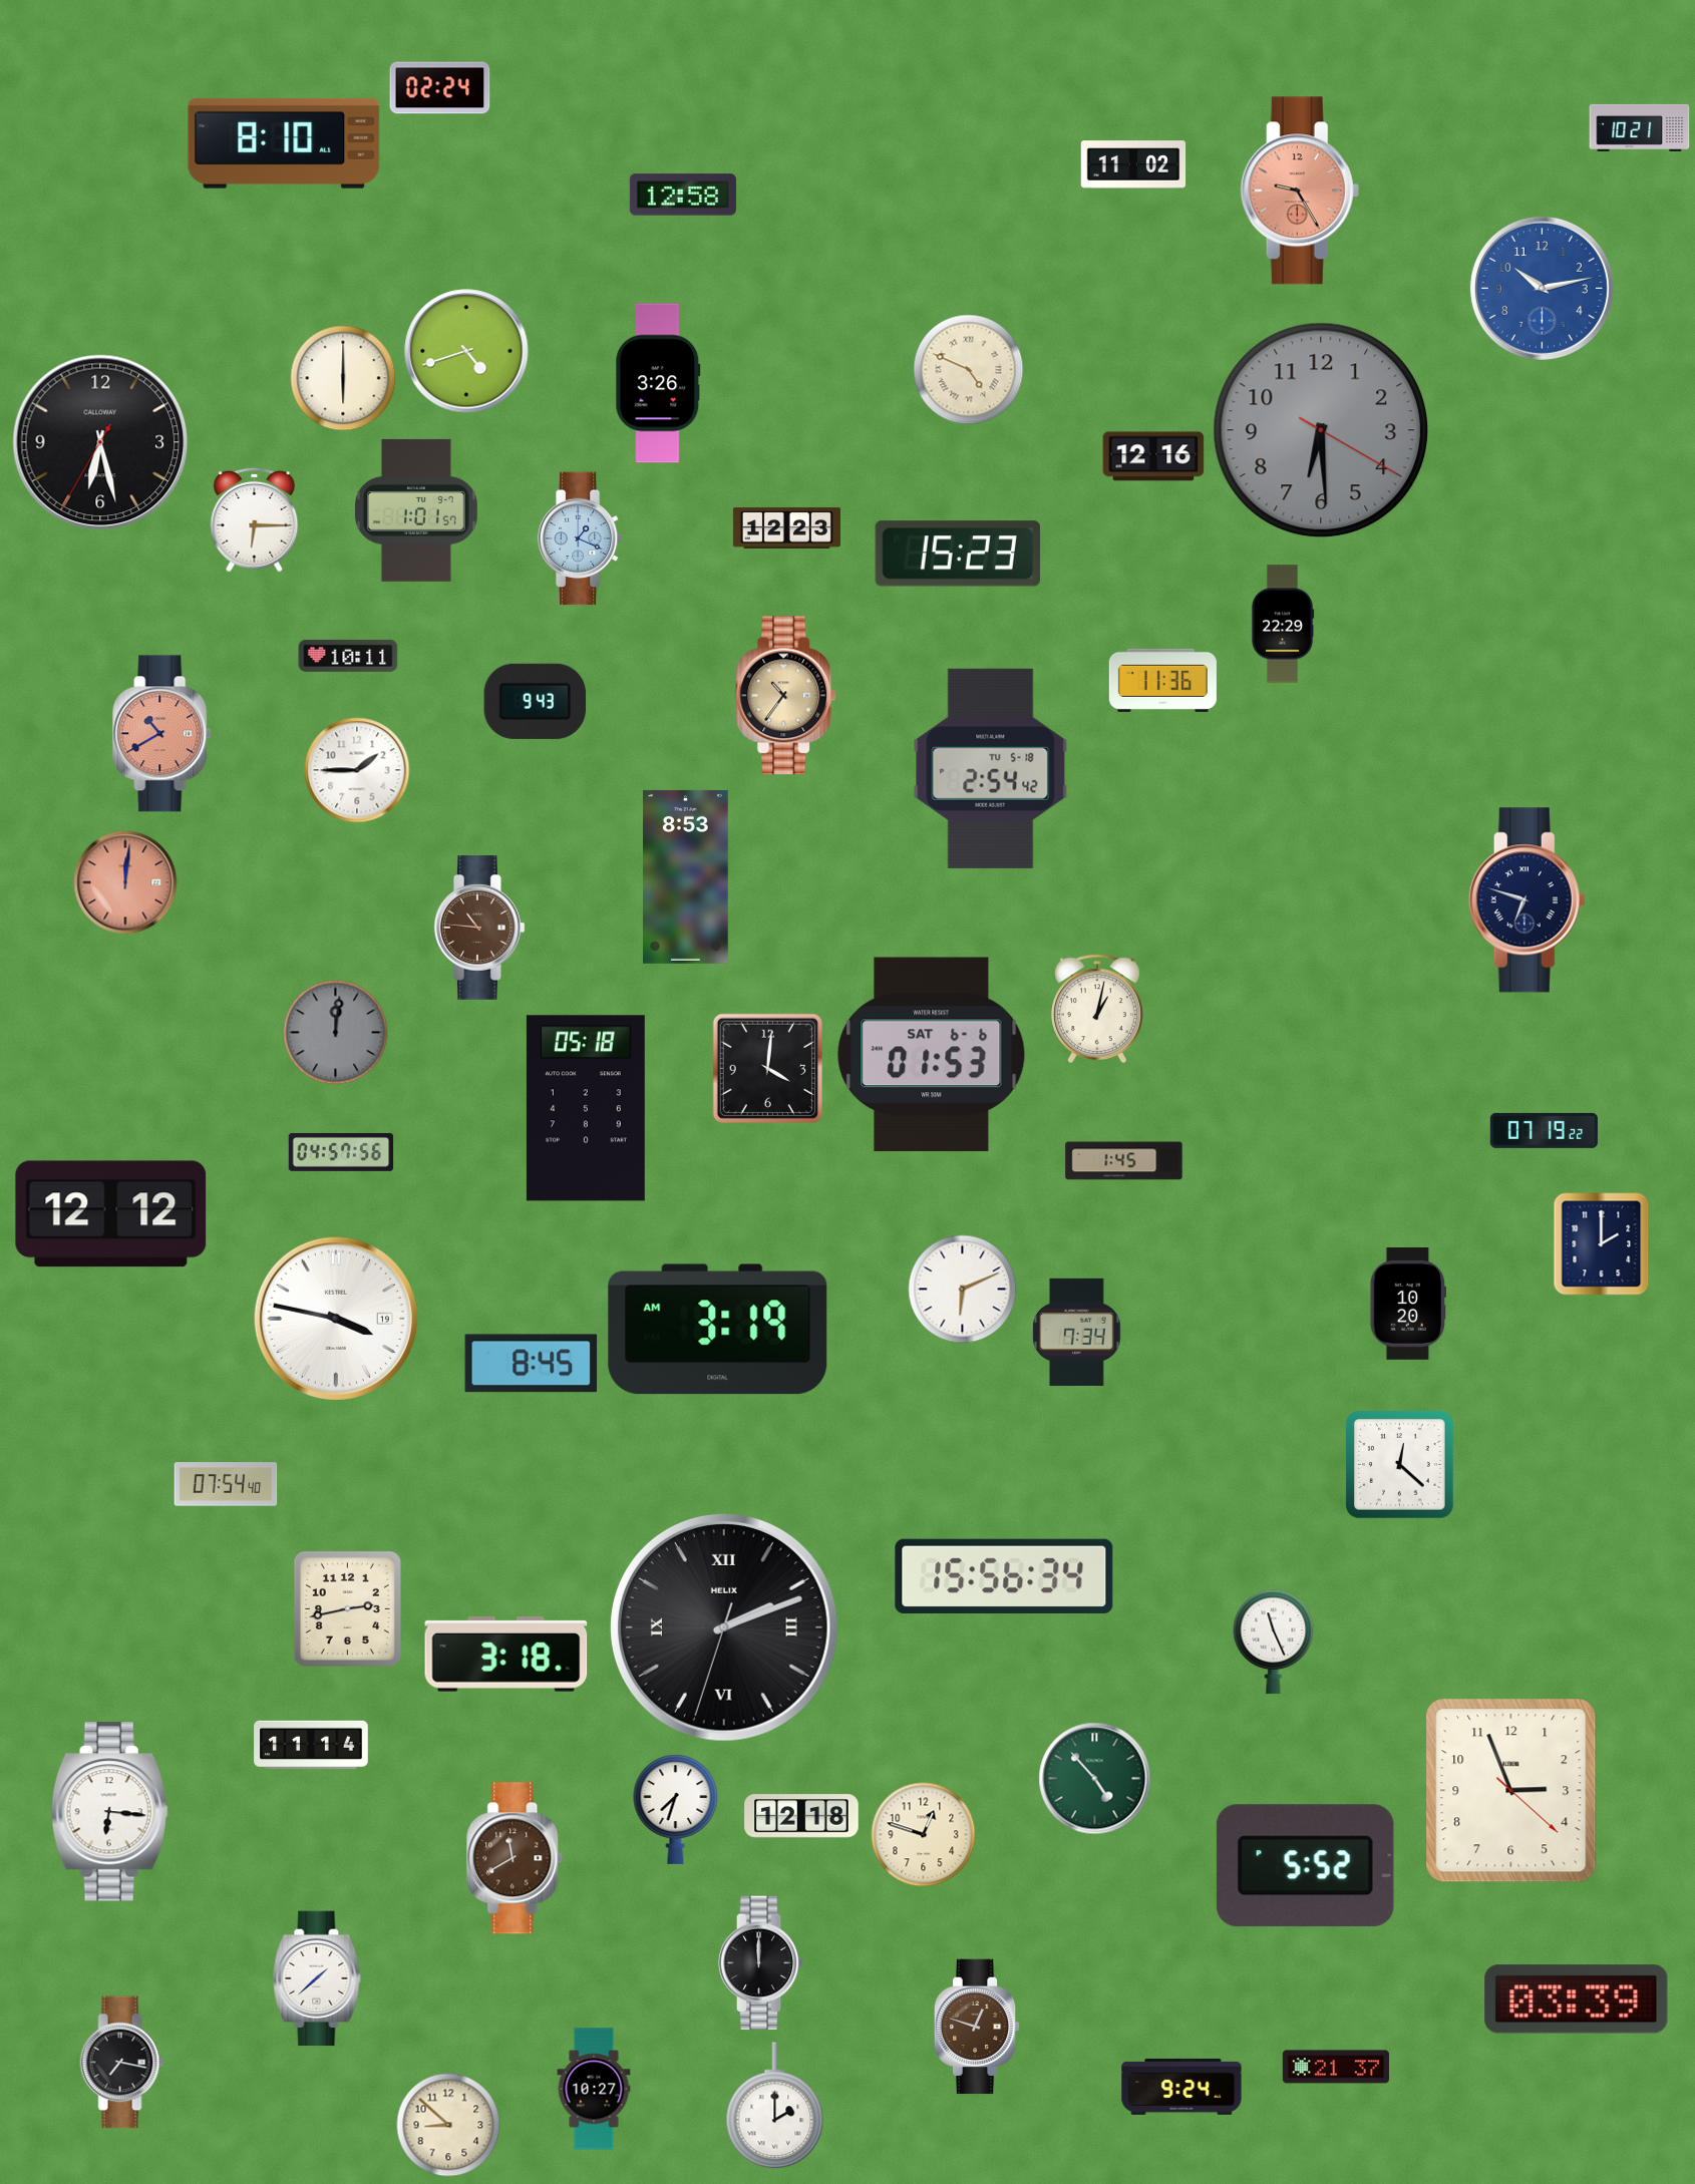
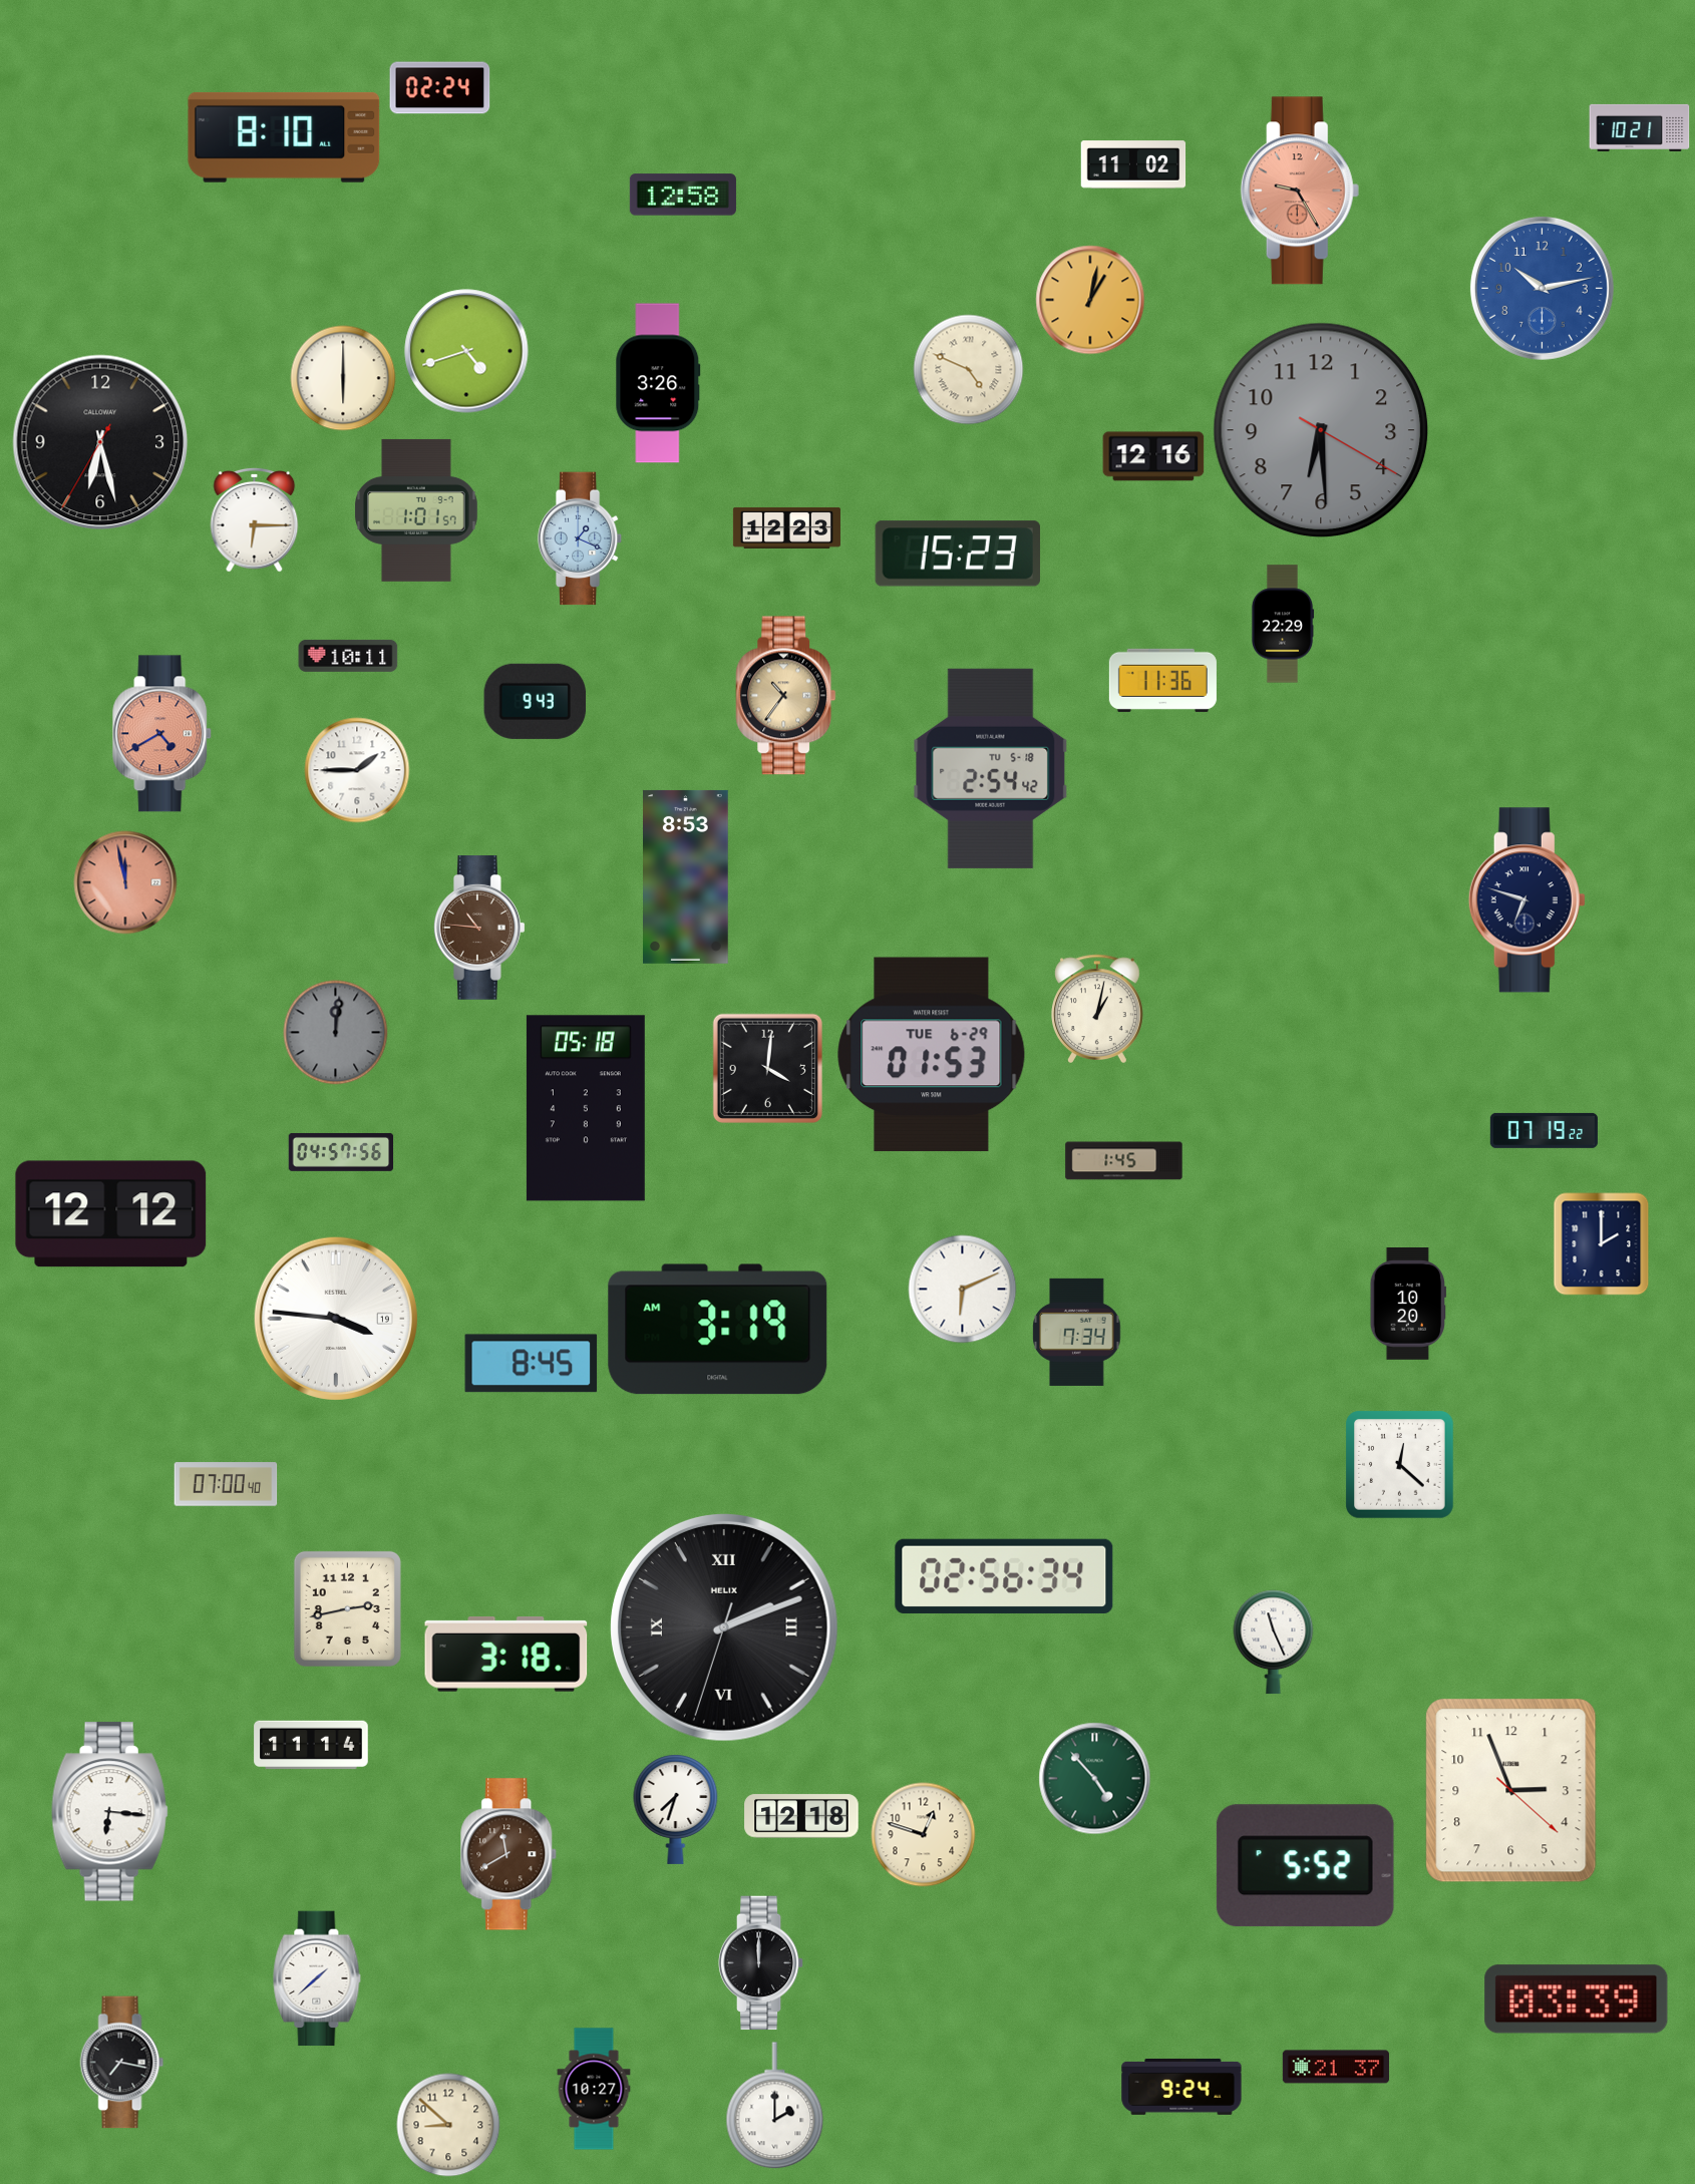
clock at (284, 143) position: (284, 143) -> (284, 137)
clock at (1090, 300): none -> 1:02
clock at (162, 734): 10:40 -> 4:40
clock at (125, 882): 12:01 -> 11:58
clock at (932, 1055) date: SAT 6-6 -> TUE 6-29
clock at (336, 1319): 3:47 -> 3:46
clock at (226, 1484): 07:54 -> 07:00
clock at (1004, 1576): 15:56 -> 02:56
clock at (516, 1858) position: (516, 1858) -> (510, 1854)
clock at (977, 2027): 12:48 -> none
